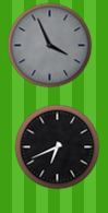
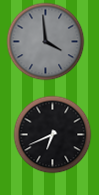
clock at (49, 45): 3:56 -> 3:59
